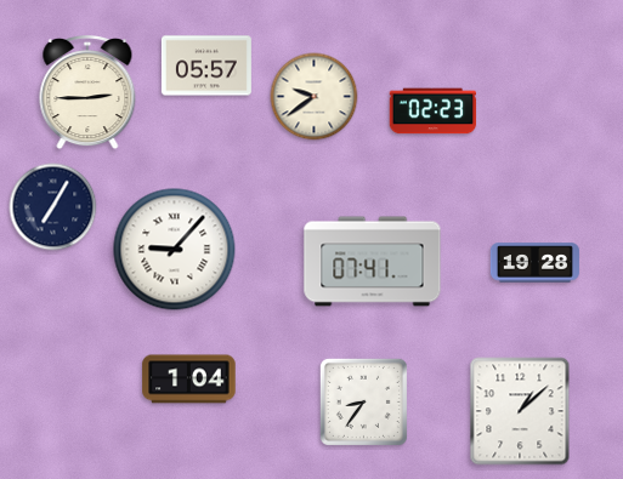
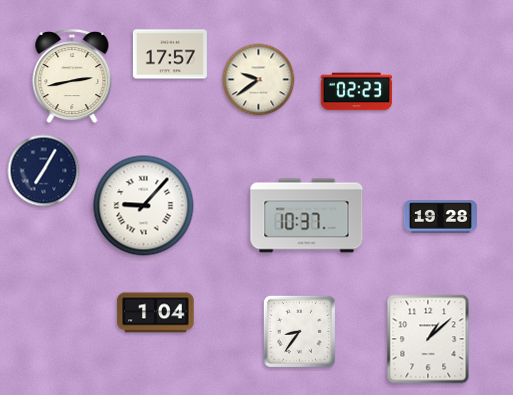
clock at (206, 65): 05:57 -> 17:57
clock at (87, 93): 2:45 -> 2:43
clock at (373, 262): 07:41 -> 10:37
